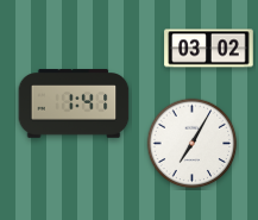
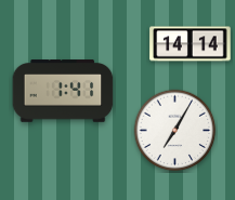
clock at (209, 49): 03:02 -> 14:14
clock at (74, 103) position: (74, 103) -> (63, 91)
